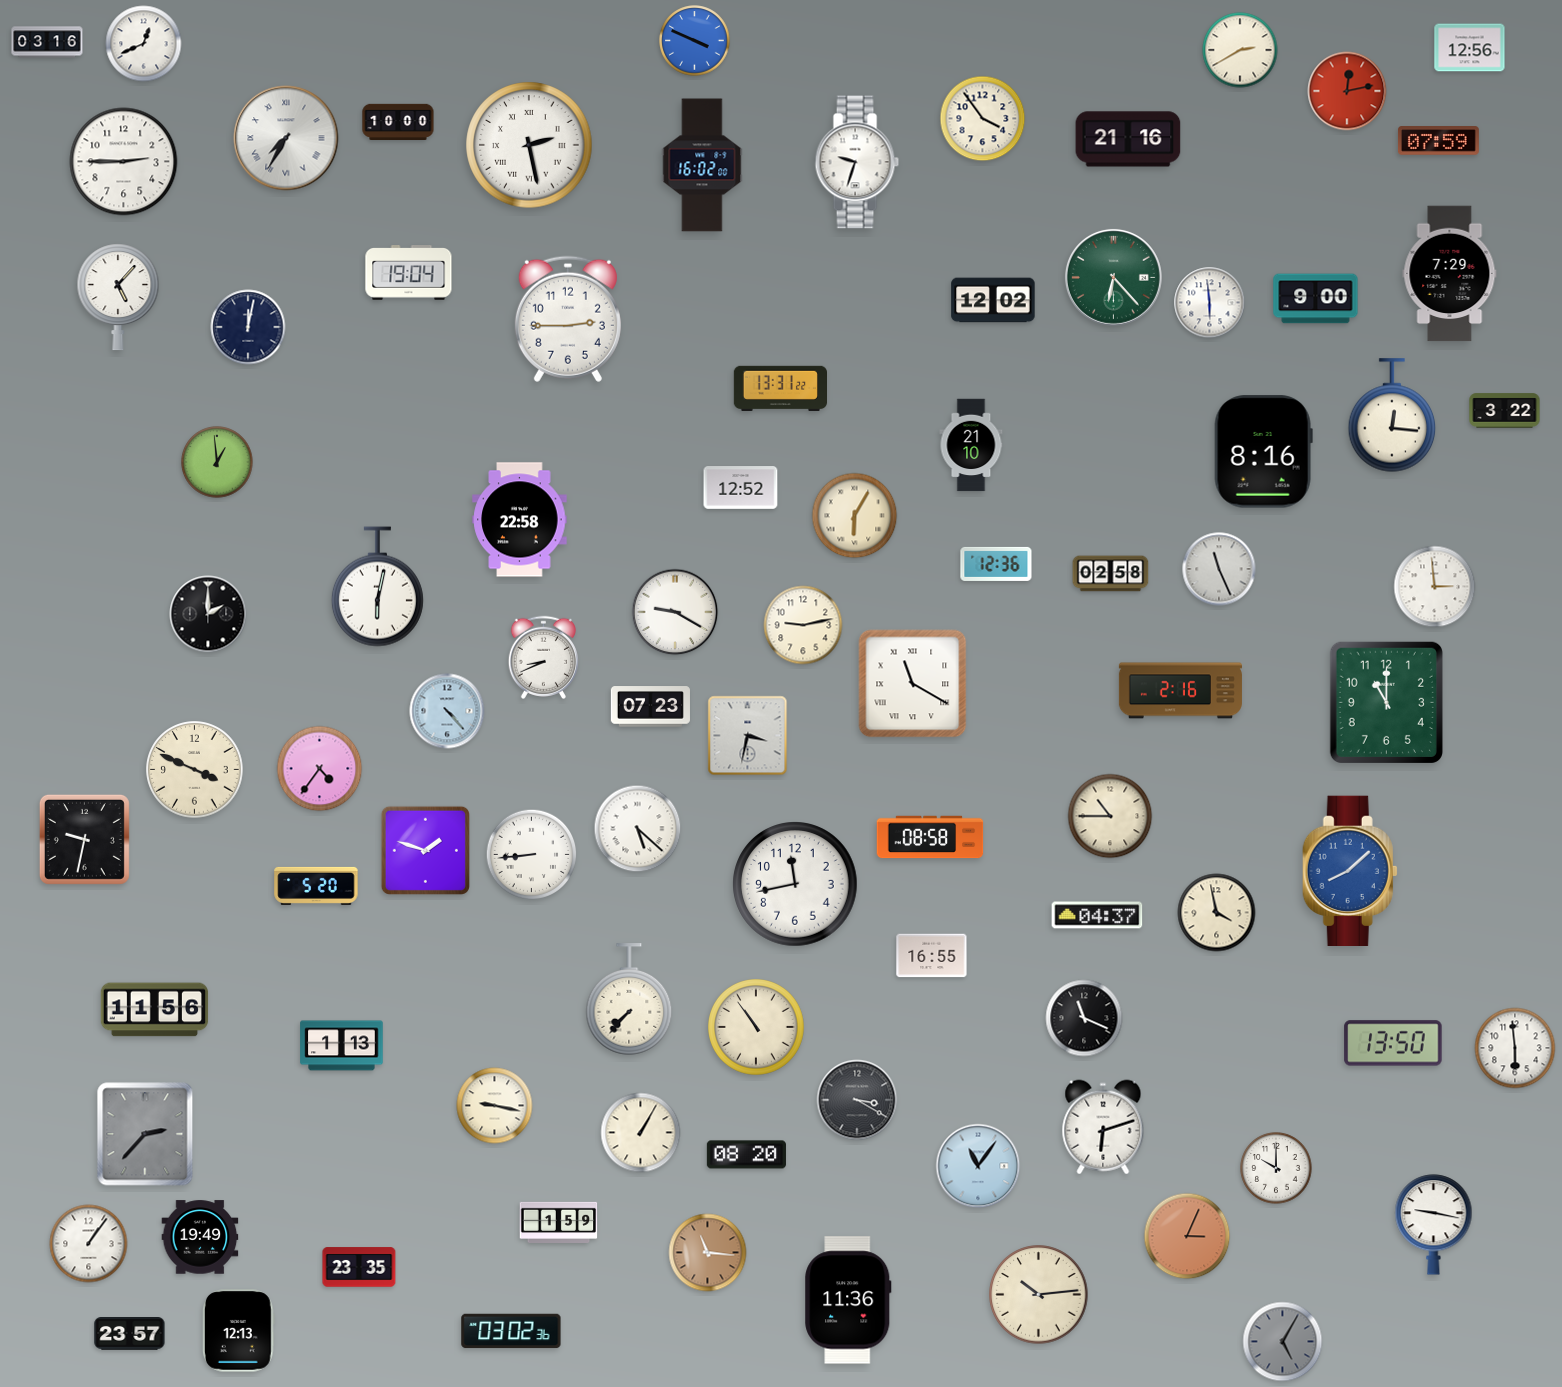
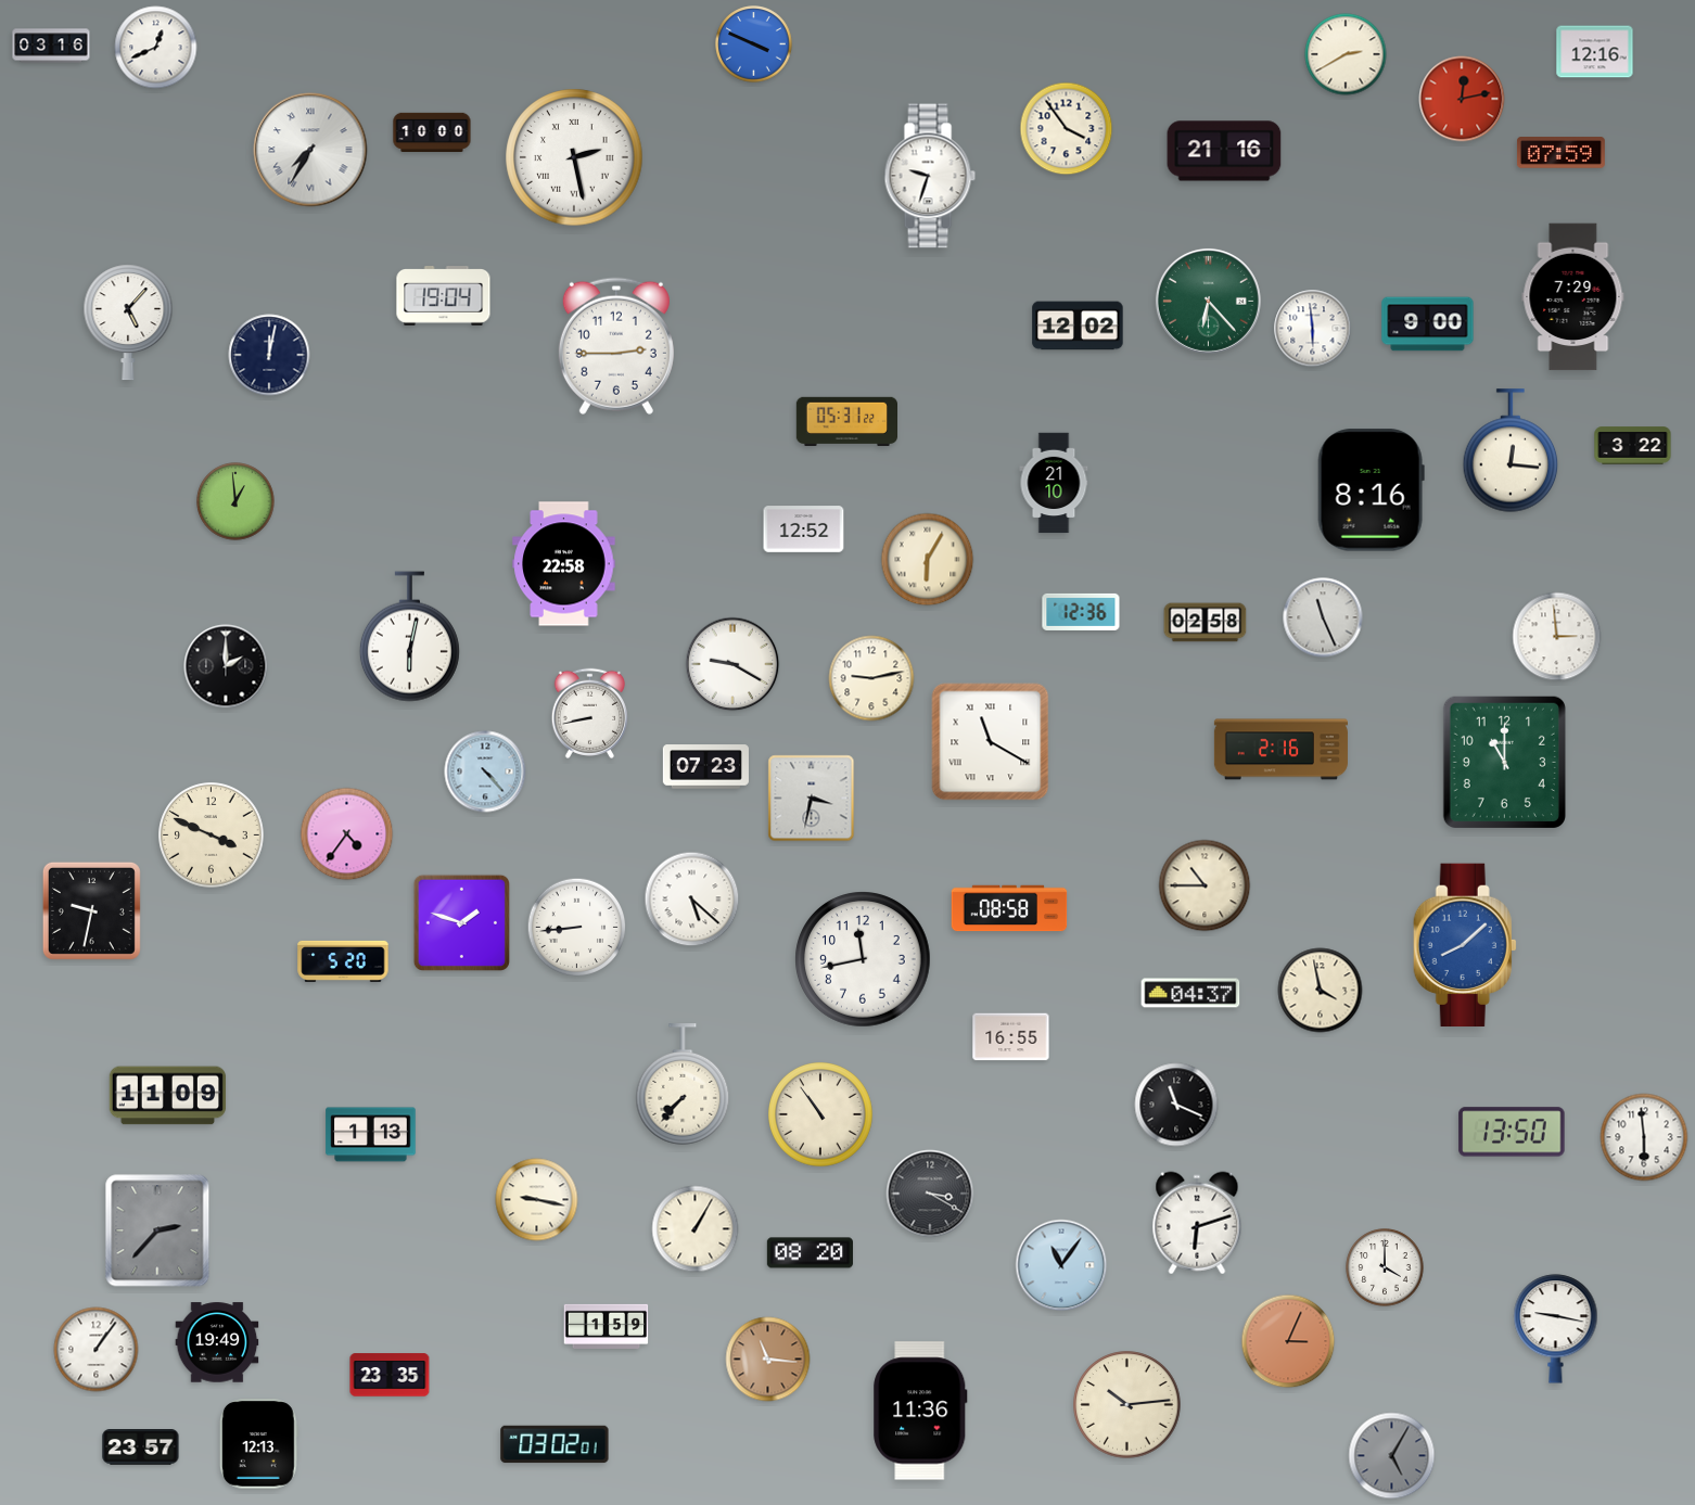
clock at (1470, 48): 12:56 -> 12:16
clock at (124, 162): 2:45 -> none
clock at (702, 165): 16:02 -> none
clock at (780, 389): 13:31 -> 05:31
clock at (543, 657): 8:41 -> 8:43
clock at (155, 1010): 11:56 -> 11:09
clock at (1276, 1168): 10:00 -> 4:00
clock at (511, 1331): 03:02:36 -> 03:02:01
